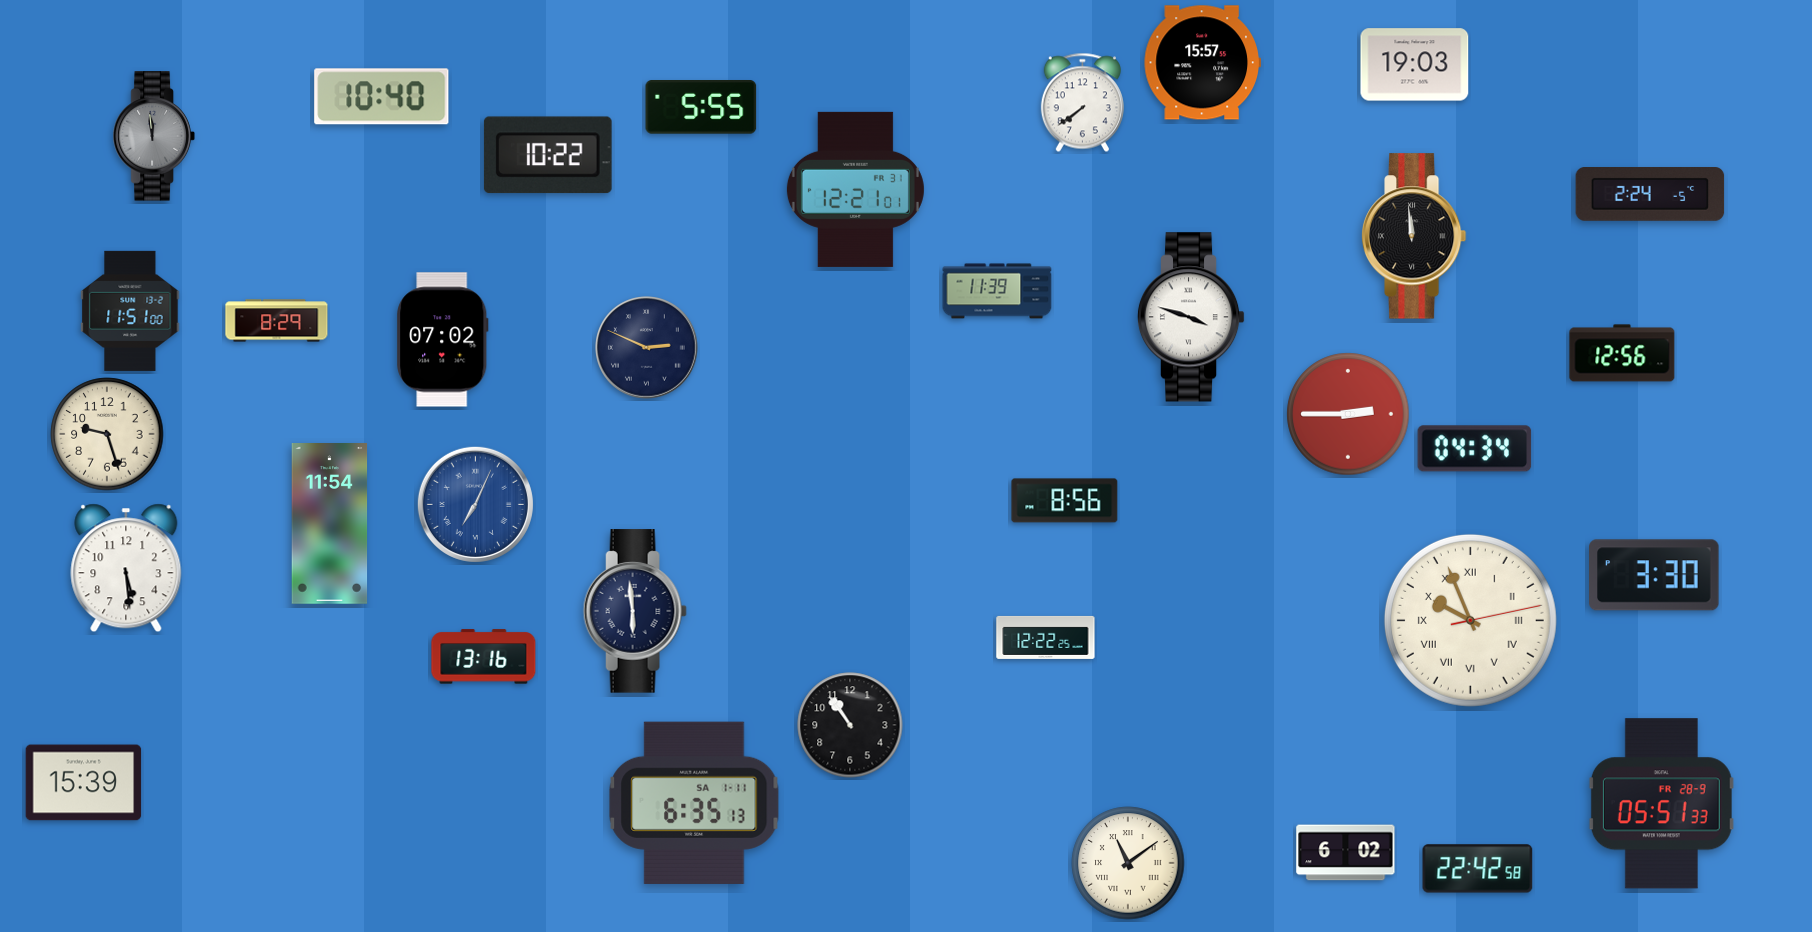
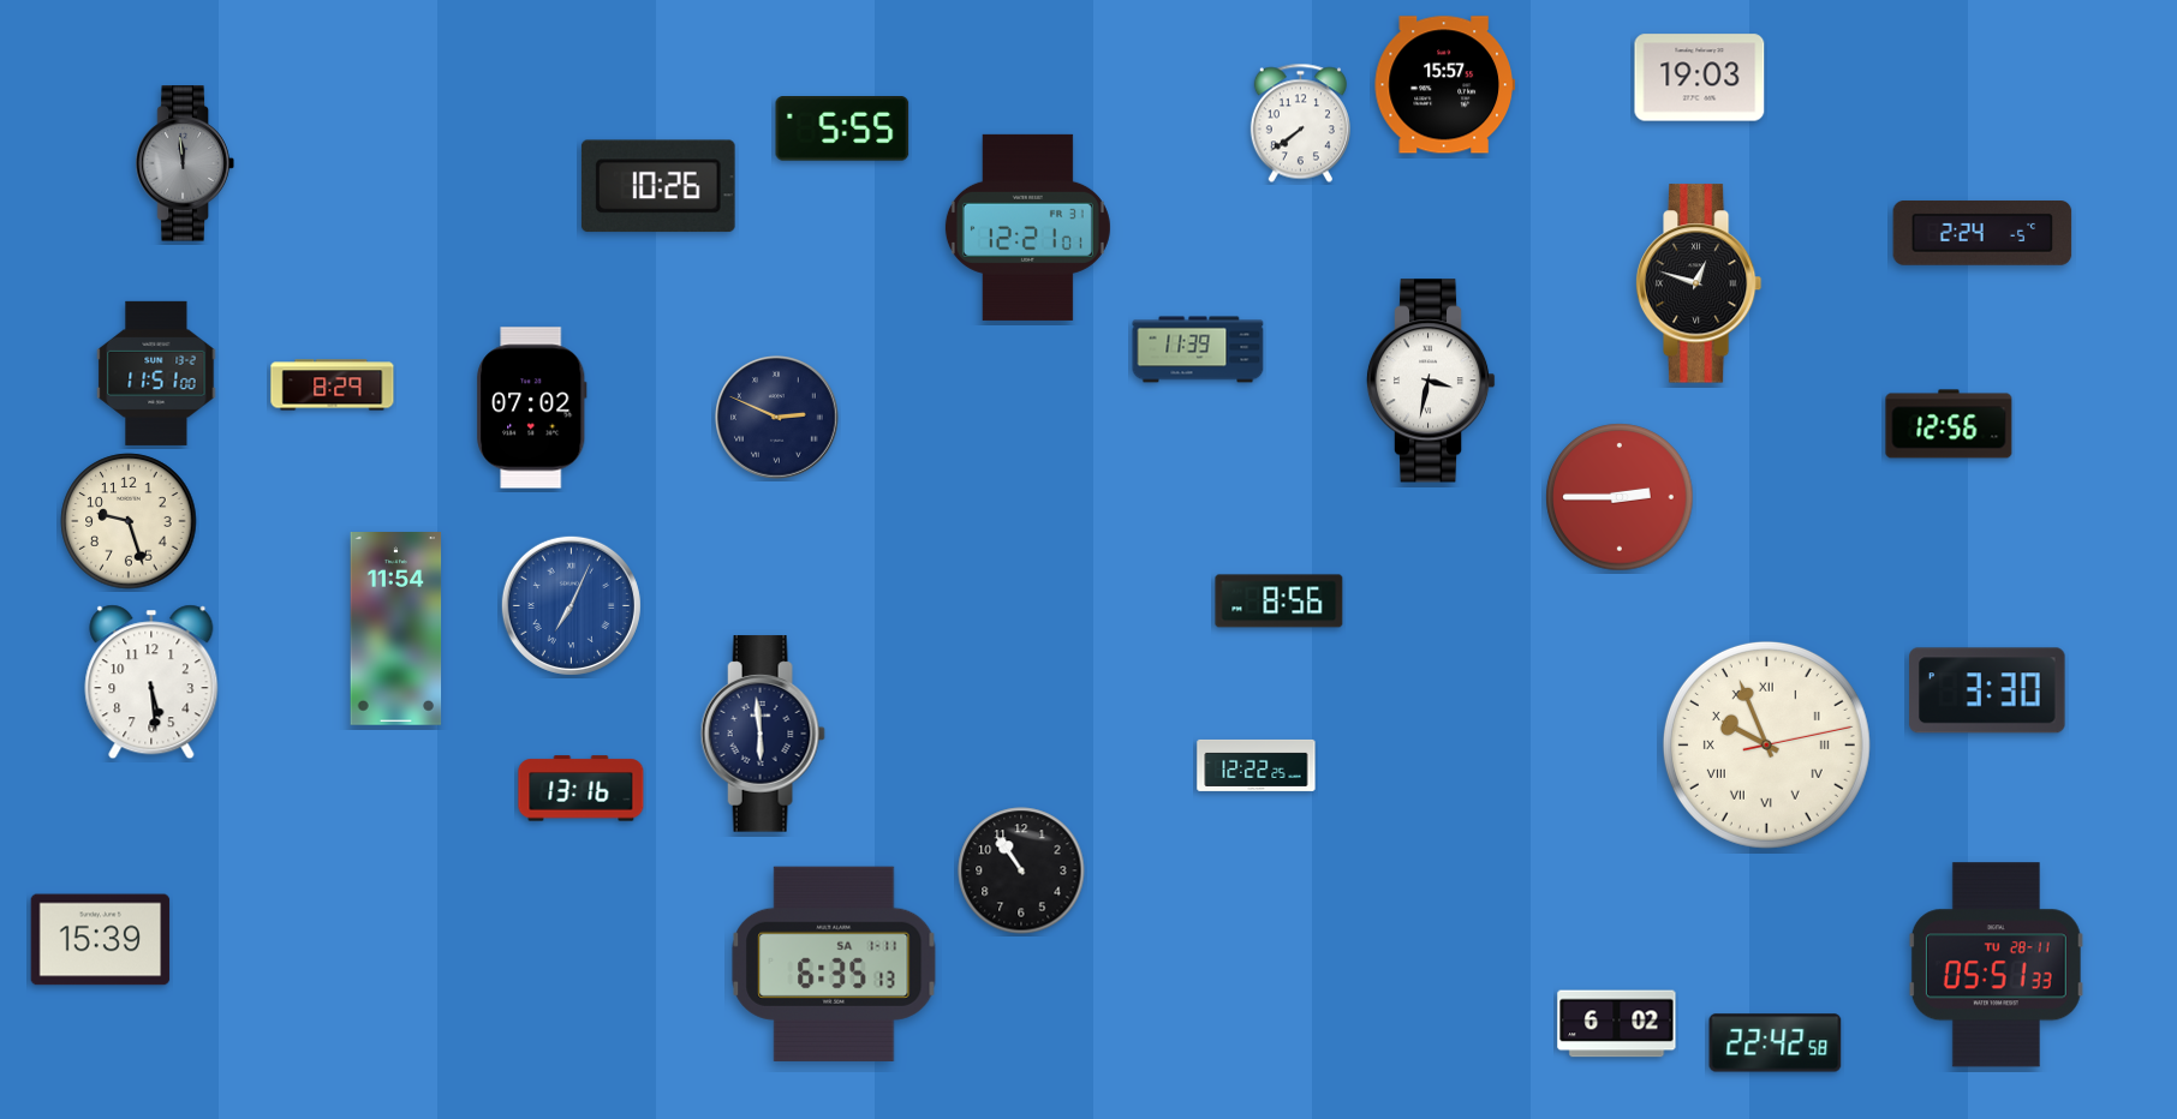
clock at (1202, 63) position: (1202, 63) -> (1444, 85)
clock at (382, 97): 10:40 -> none
clock at (548, 155): 10:22 -> 10:26
clock at (1414, 236): 11:59 -> 12:48
clock at (1191, 317): 3:48 -> 3:32
clock at (1475, 449): 04:34 -> none
clock at (1661, 804) date: FR 28-9 -> TU 28-11
clock at (1128, 863): 11:09 -> none
